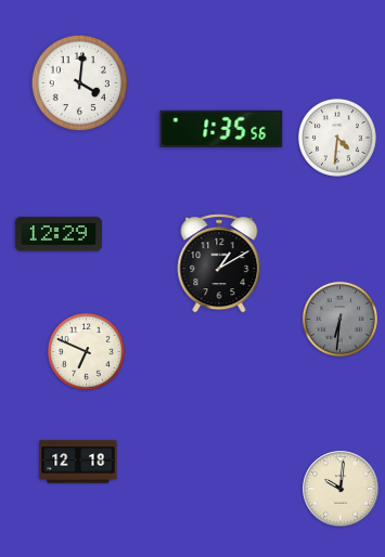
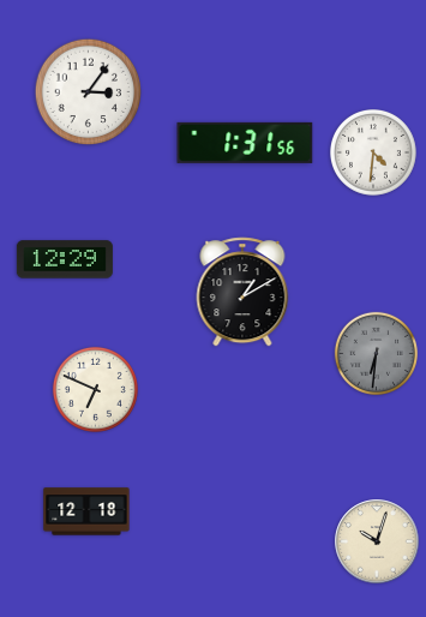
clock at (80, 83): 4:01 -> 3:06
clock at (221, 129): 1:35 -> 1:31
clock at (341, 489): 10:01 -> 10:03
